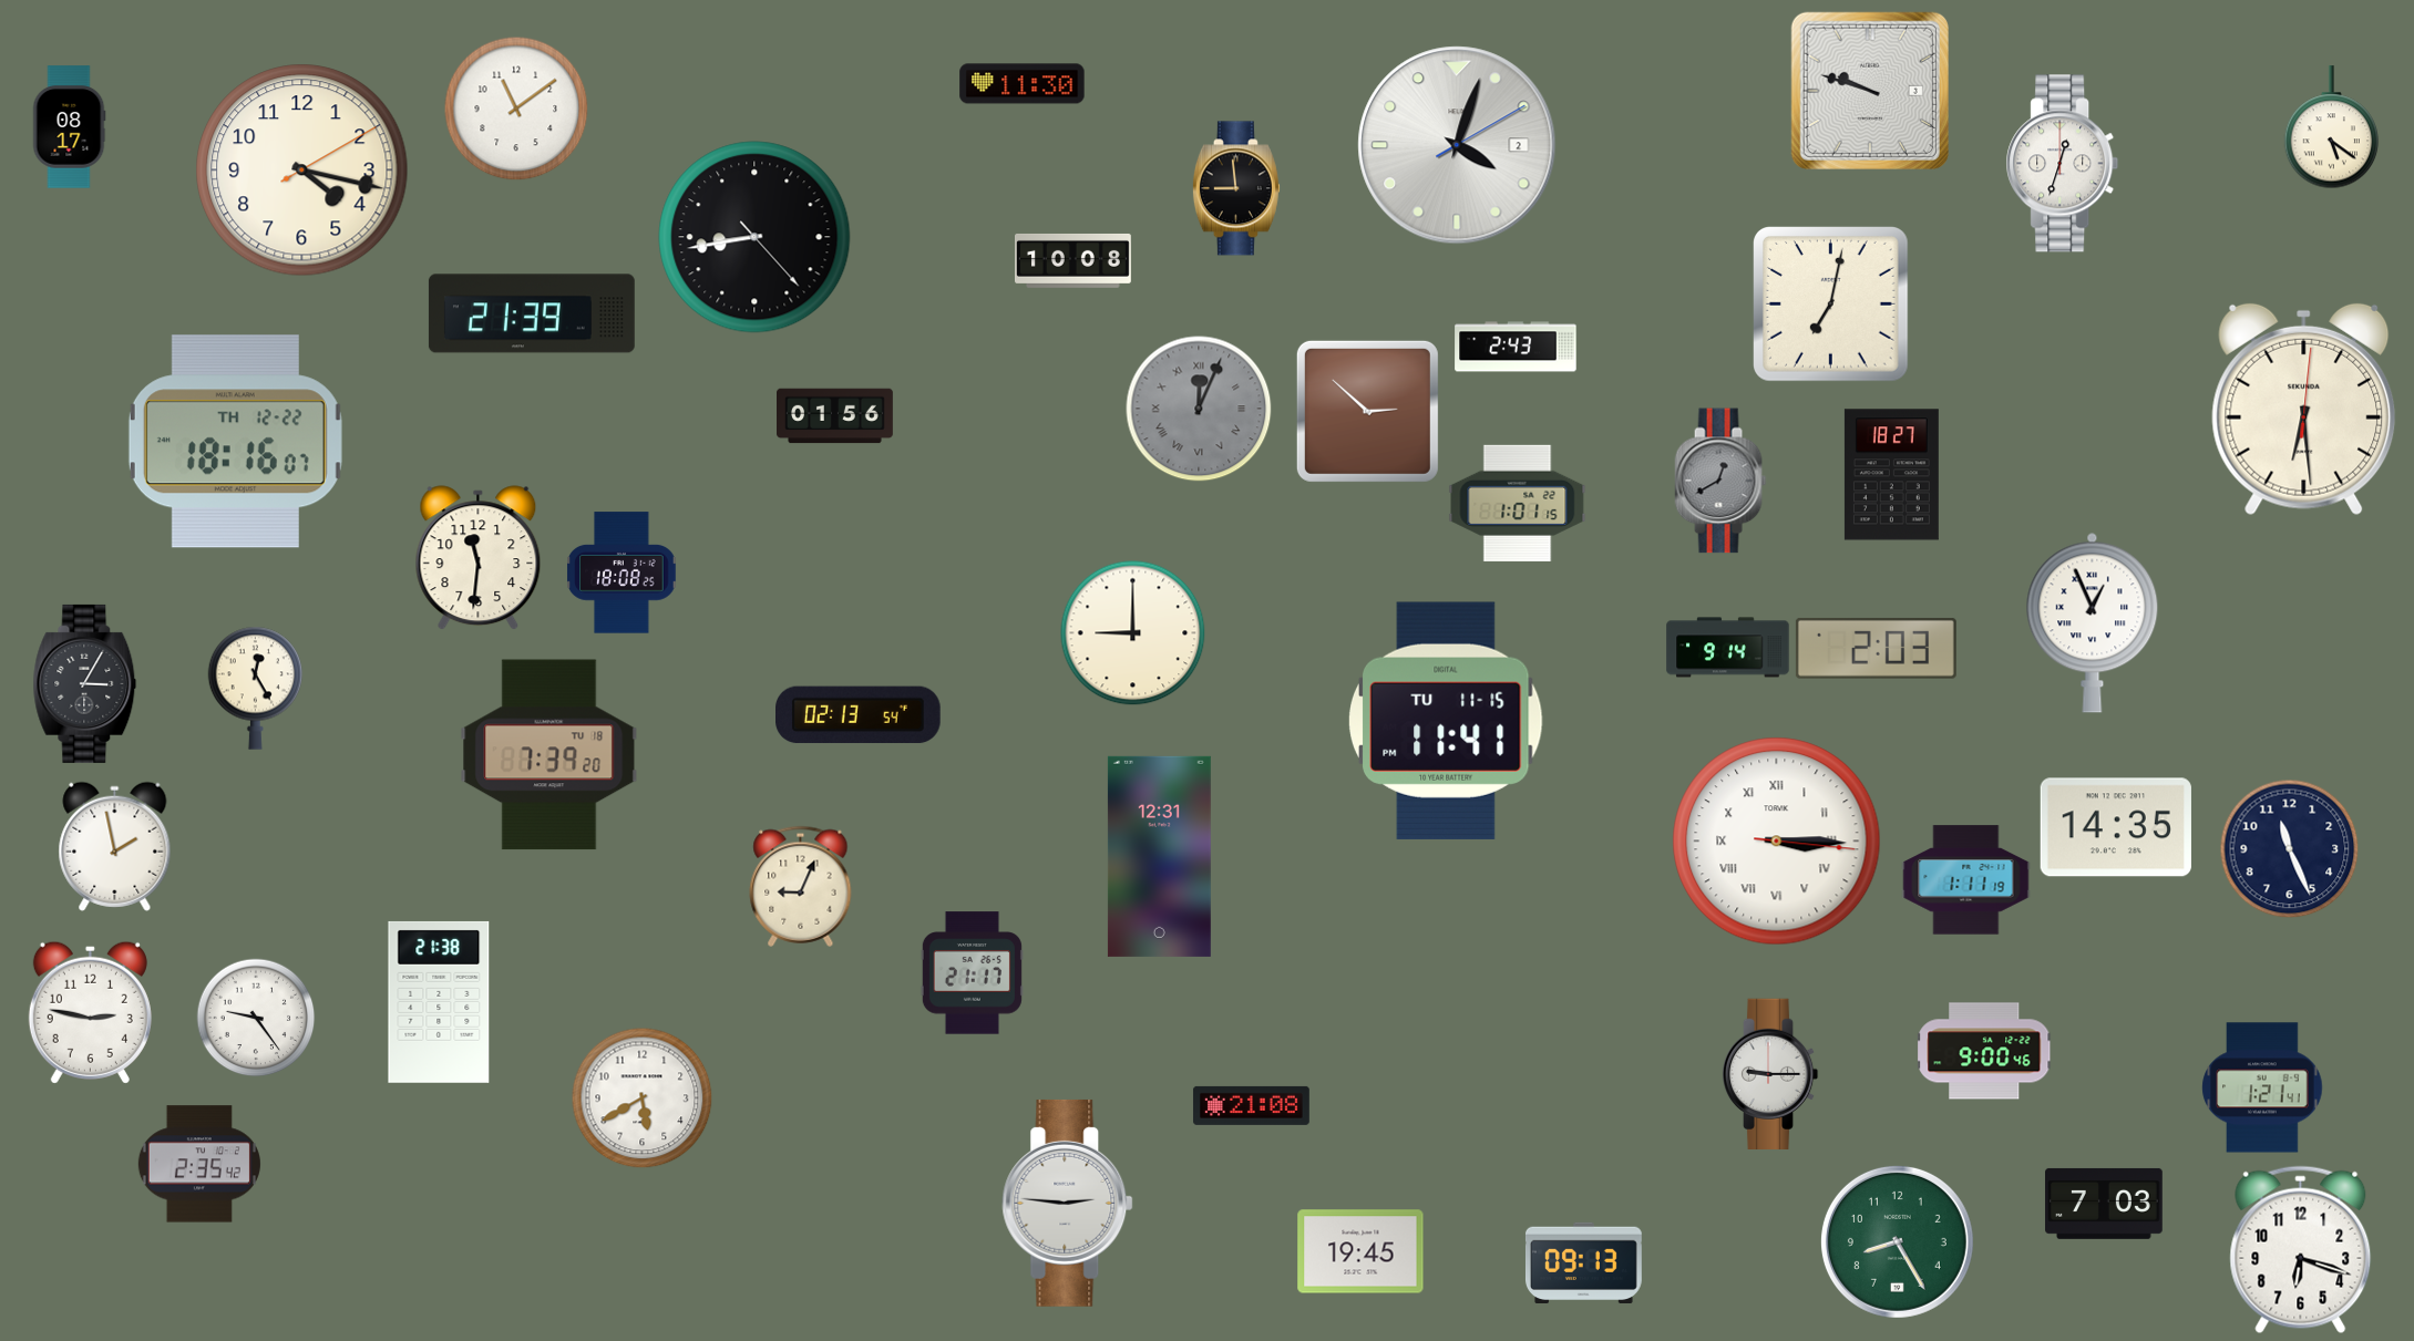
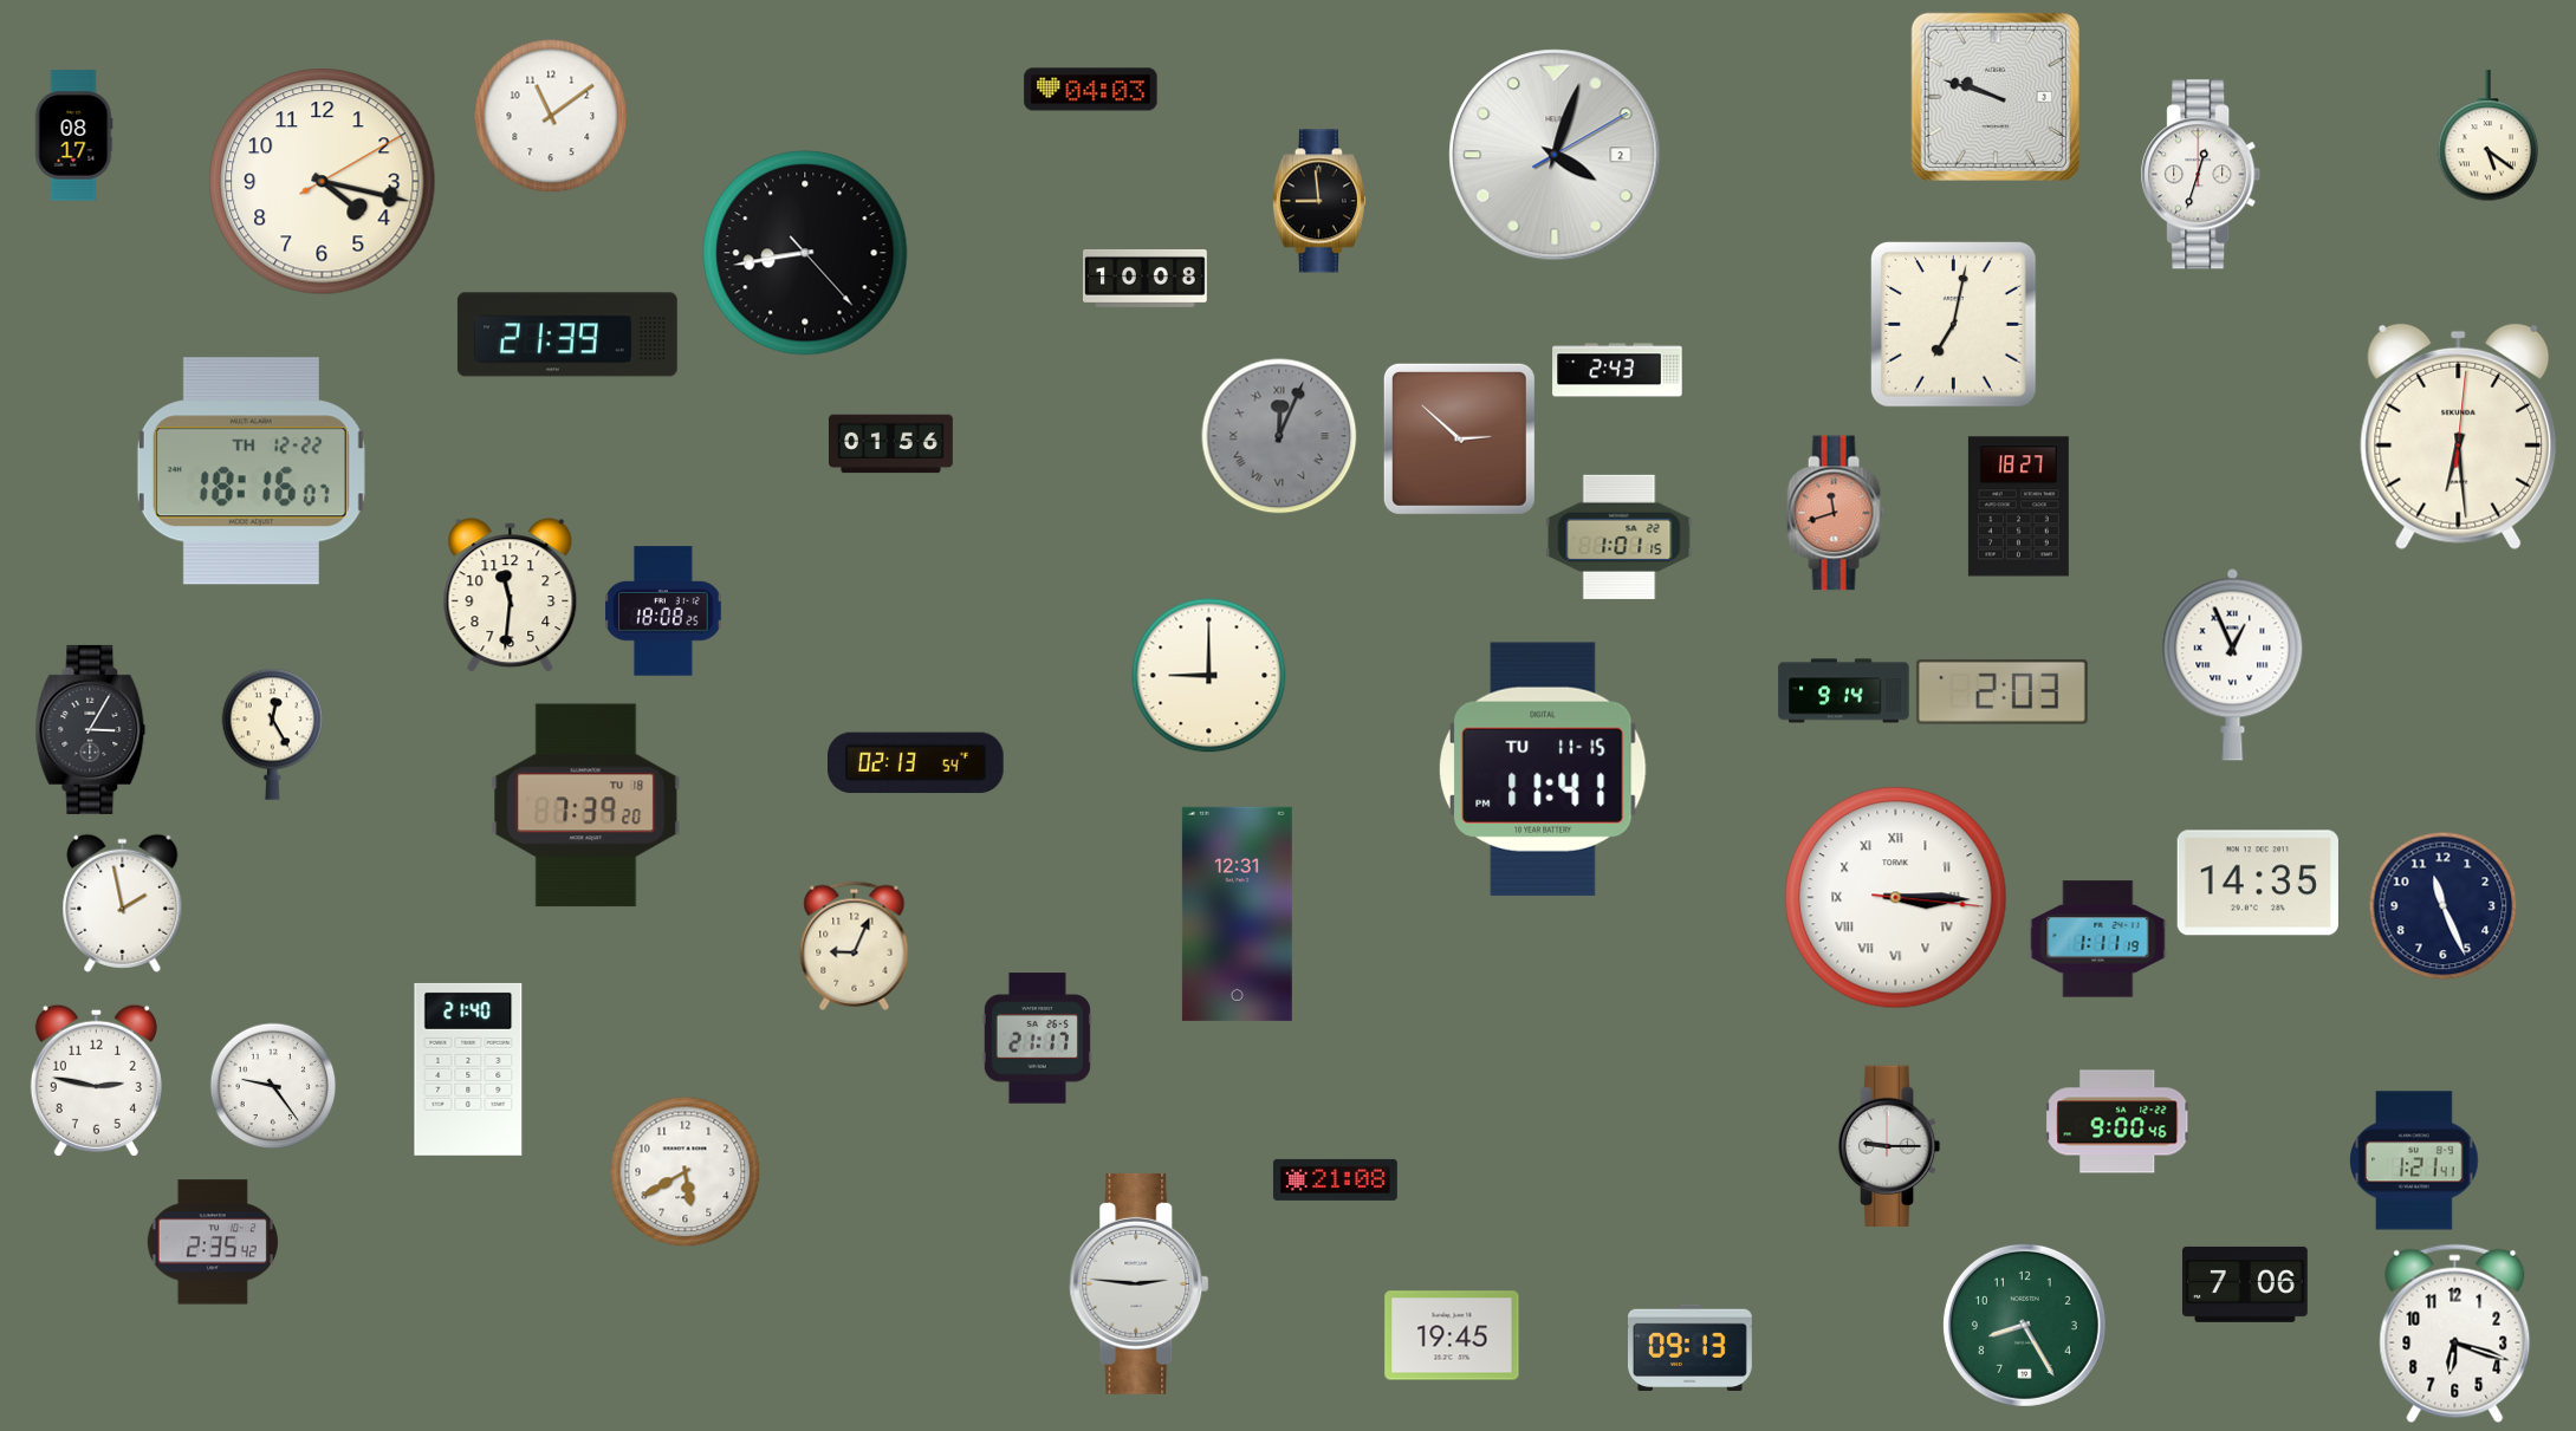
clock at (1023, 84): 11:30 -> 04:03
clock at (1720, 481): 12:40 -> 11:42
clock at (1720, 481) dial: grey -> salmon
clock at (439, 1002): 21:38 -> 21:40
clock at (2105, 1204): 7:03 -> 7:06
